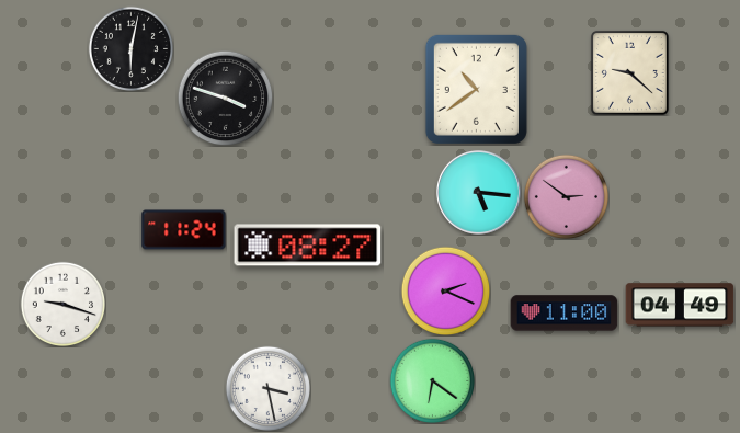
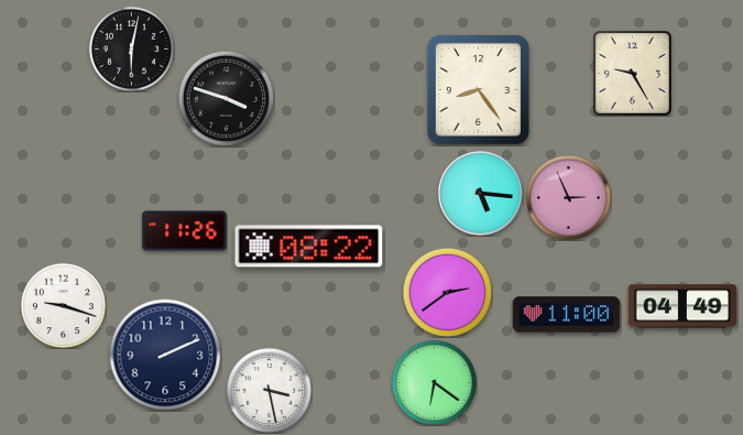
clock at (629, 72): 9:22 -> 9:25
clock at (476, 89): 10:39 -> 8:24
clock at (566, 196): 2:51 -> 2:56
clock at (184, 230): 11:24 -> 11:26
clock at (308, 246): 08:27 -> 08:22
clock at (445, 290): 2:19 -> 2:39
clock at (165, 355): none -> 2:11
